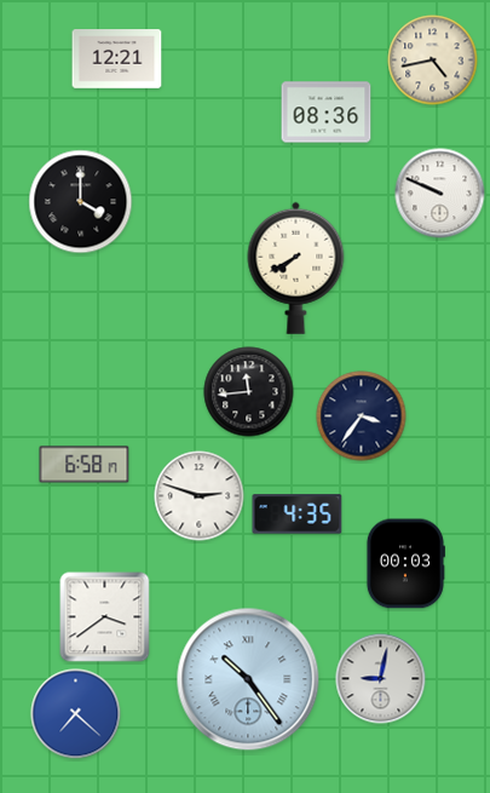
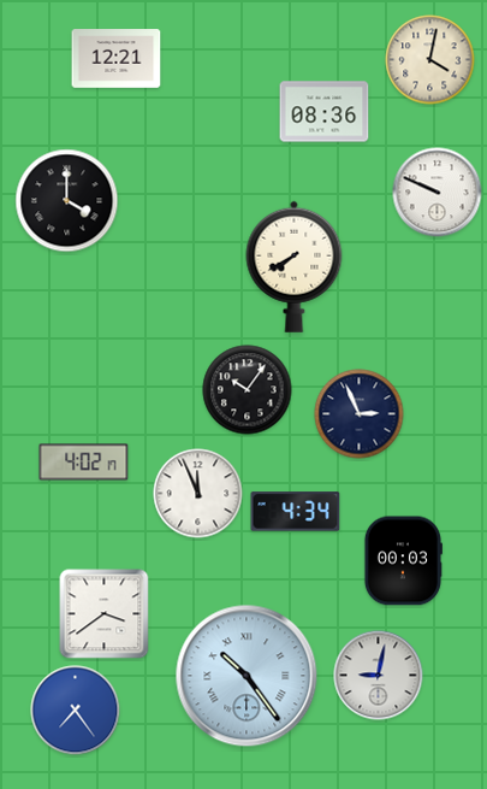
clock at (433, 61): 4:43 -> 4:02
clock at (81, 202) position: (81, 202) -> (67, 201)
clock at (249, 392): 11:44 -> 10:06
clock at (362, 416): 3:36 -> 2:56
clock at (85, 465): 6:58 -> 4:02
clock at (200, 496): 2:48 -> 11:56
clock at (298, 515): 4:35 -> 4:34
clock at (76, 714): 7:22 -> 7:24
